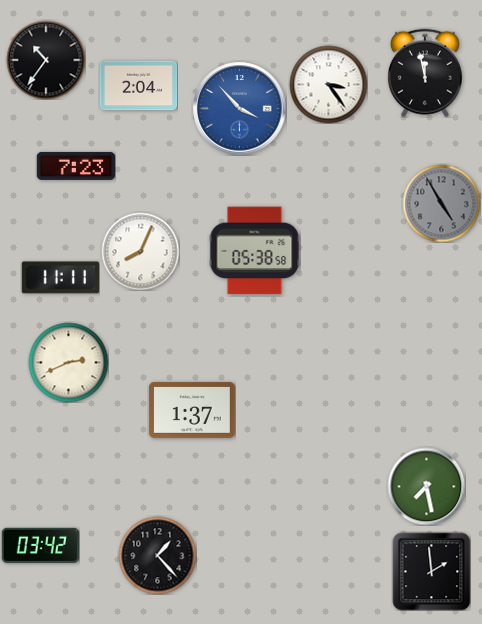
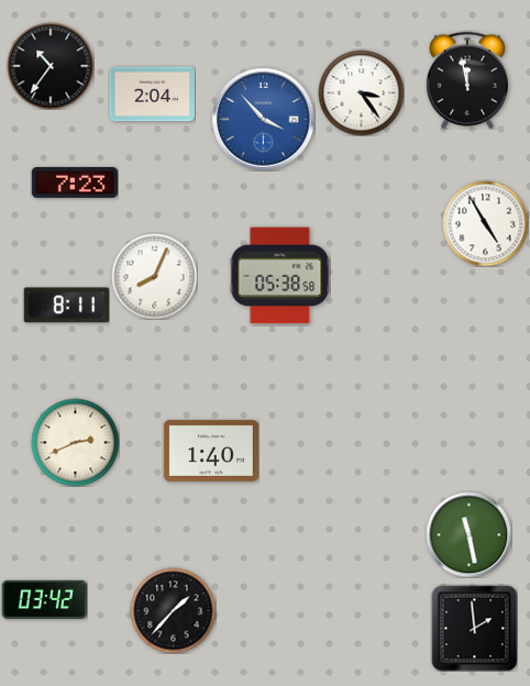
clock at (76, 166) position: (76, 166) -> (75, 182)
clock at (441, 203) dial: grey -> white
clock at (60, 278): 11:11 -> 8:11
clock at (68, 362) position: (68, 362) -> (75, 442)
clock at (192, 410): 1:37 -> 1:40
clock at (426, 486): 7:28 -> 11:28
clock at (157, 555): 1:23 -> 1:37
